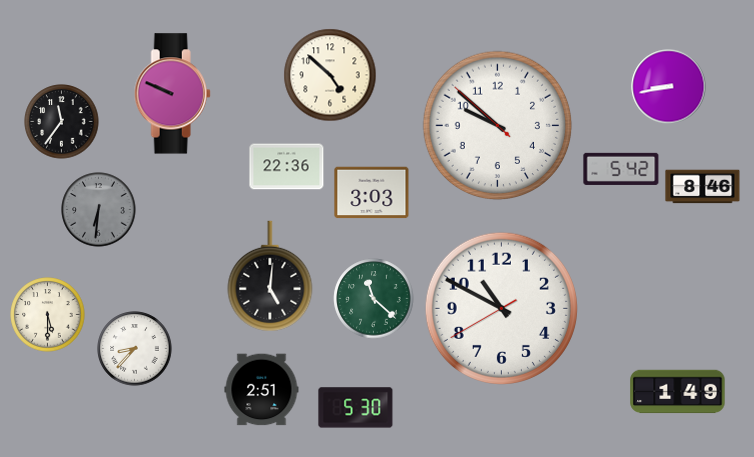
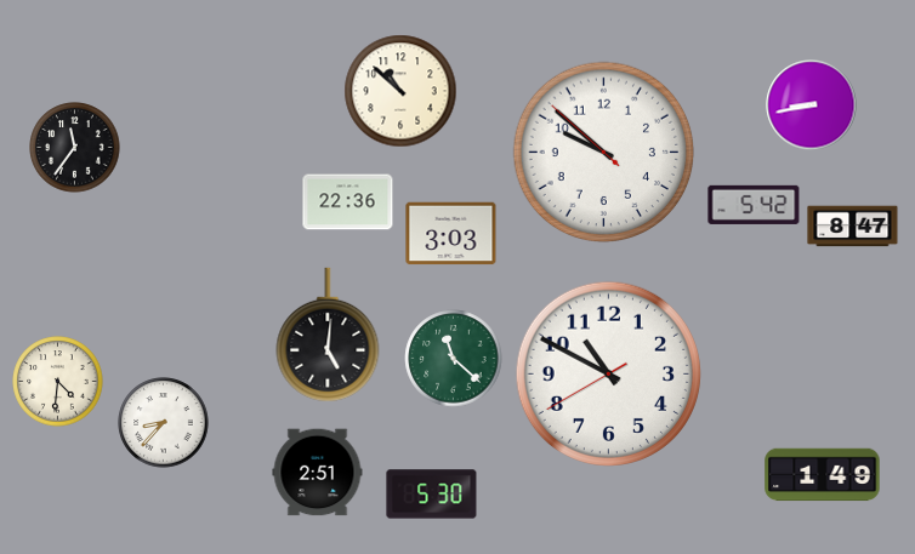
clock at (330, 75): 4:52 -> 10:52
clock at (172, 94): 9:49 -> none
clock at (703, 187): 8:46 -> 8:47
clock at (99, 210): 6:31 -> none
clock at (374, 299) position: (374, 299) -> (454, 359)
clock at (48, 315): 5:30 -> 4:31
